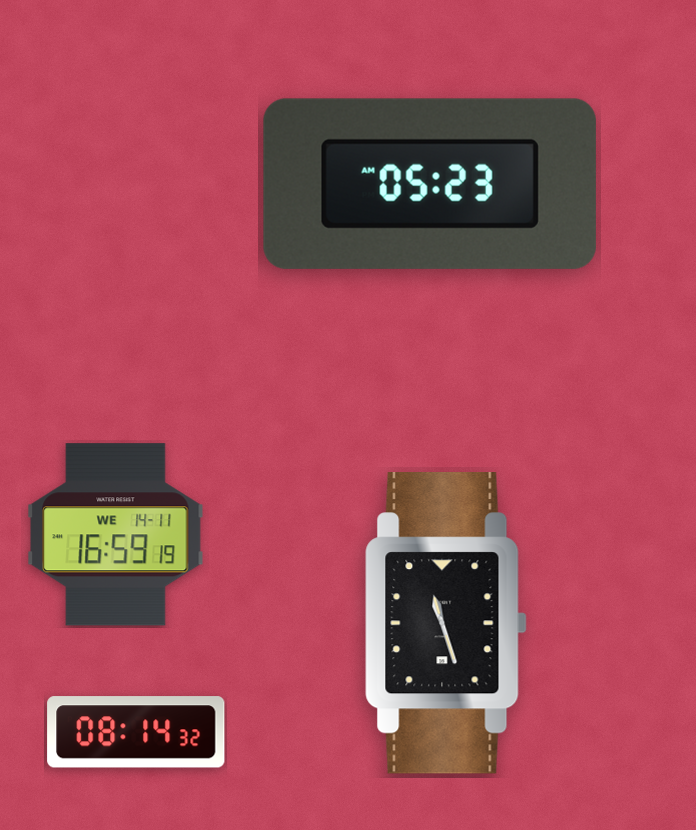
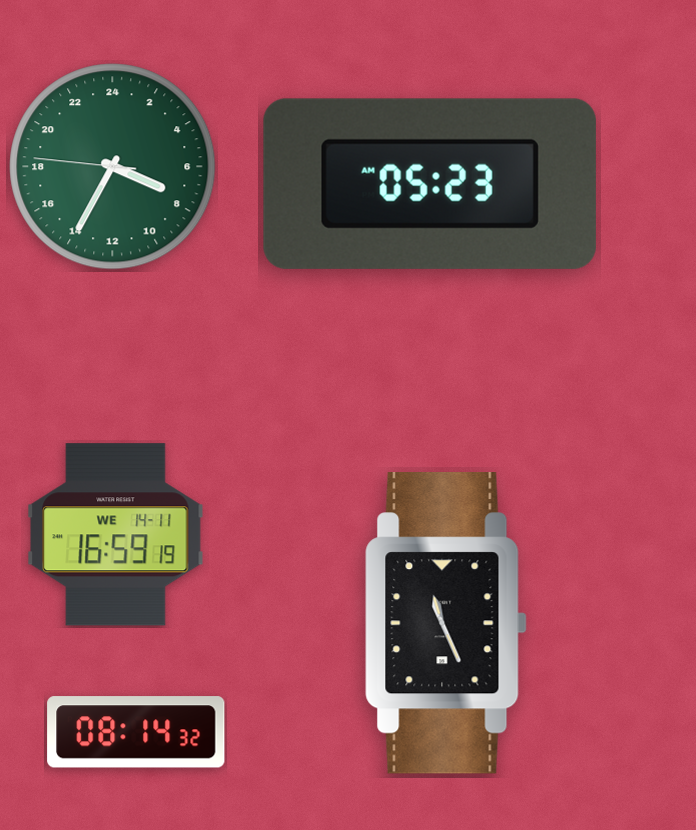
clock at (113, 167): none -> 7:34
clock at (446, 624): 11:27 -> 11:26
